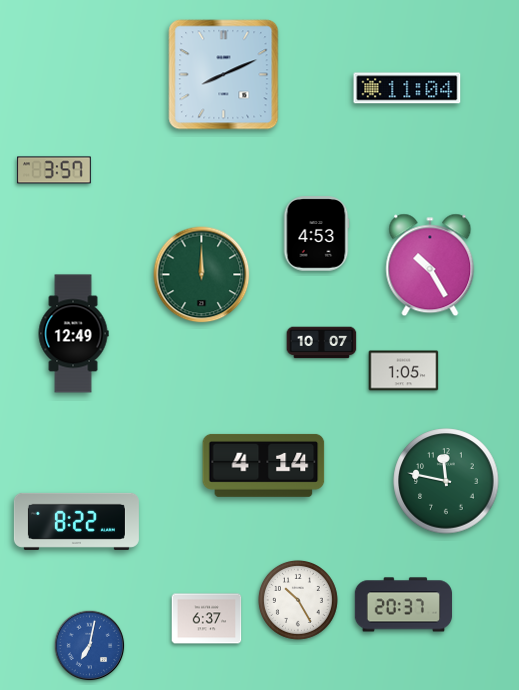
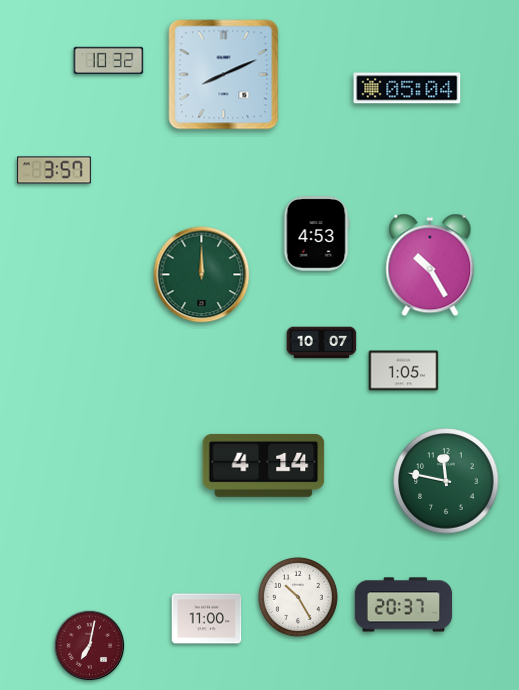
clock at (109, 61): none -> 10:32
clock at (407, 88): 11:04 -> 05:04
clock at (73, 334): 12:49 -> none
clock at (76, 521): 8:22 -> none
clock at (298, 600) position: (298, 600) -> (298, 597)
clock at (207, 619): 6:37 -> 11:00
clock at (90, 646) dial: blue -> burgundy
